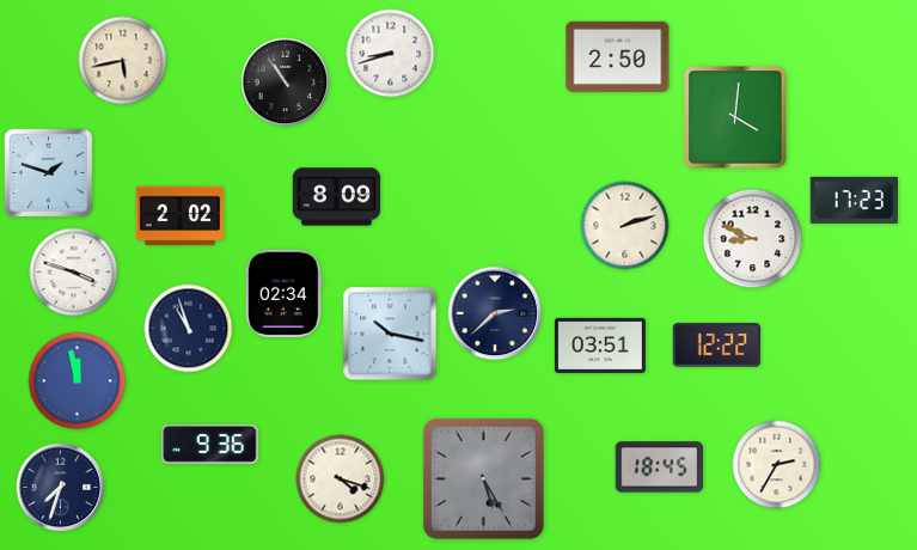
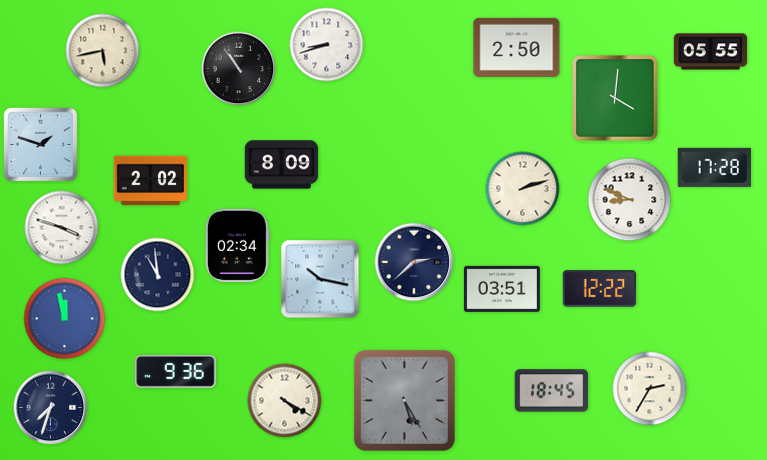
clock at (711, 52): none -> 05:55
clock at (854, 200): 17:23 -> 17:28
clock at (189, 329): 10:57 -> 10:59
clock at (390, 334) position: (390, 334) -> (320, 279)
clock at (341, 479): 4:18 -> 4:20
